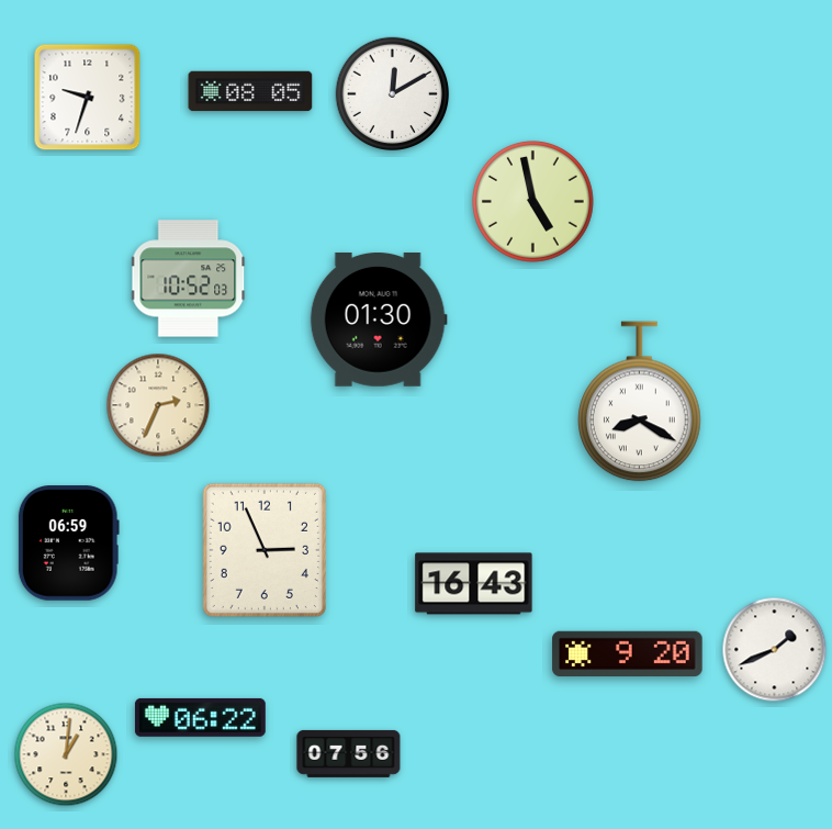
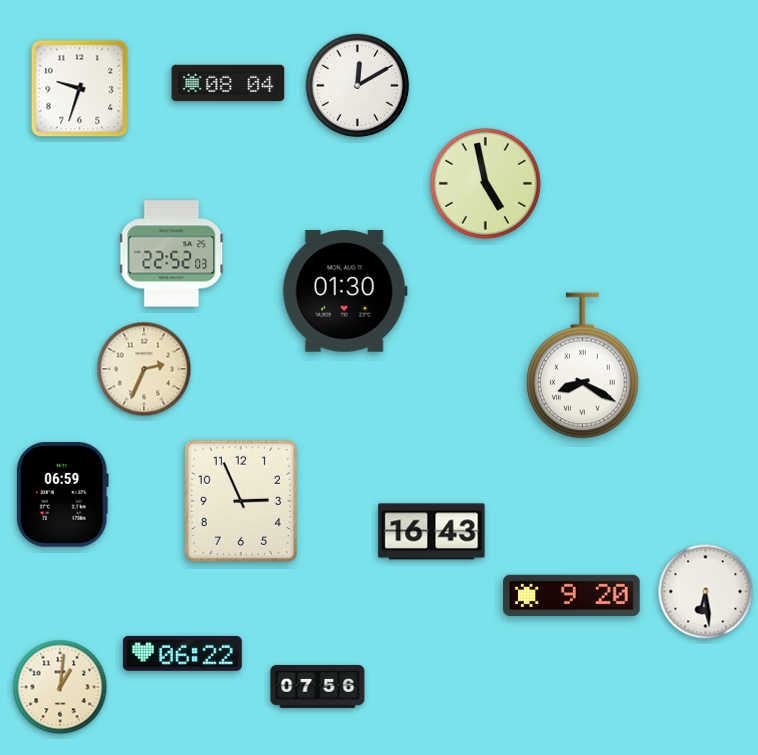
clock at (250, 91): 08:05 -> 08:04
clock at (189, 279): 10:52 -> 22:52
clock at (775, 650): 1:41 -> 6:29
